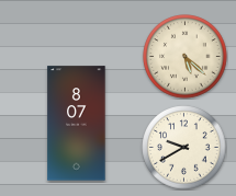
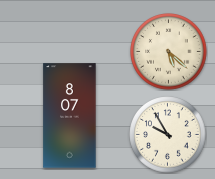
clock at (77, 124) position: (77, 124) -> (70, 116)
clock at (184, 148): 9:40 -> 9:55
